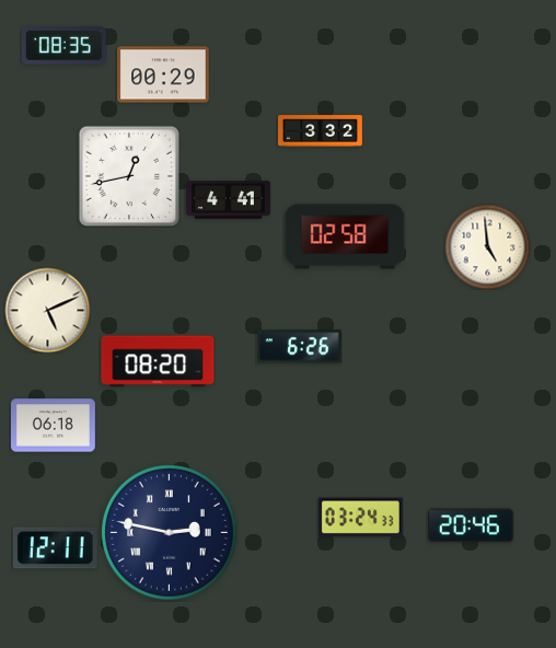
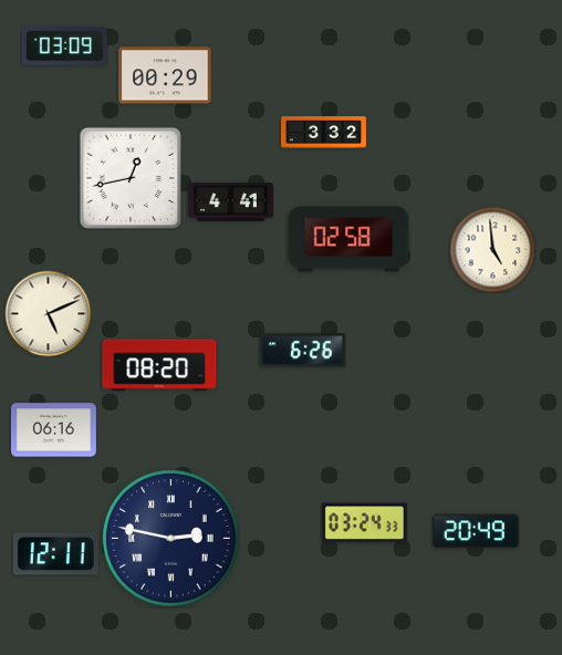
clock at (63, 46): 08:35 -> 03:09
clock at (53, 426): 06:18 -> 06:16
clock at (471, 525): 20:46 -> 20:49
